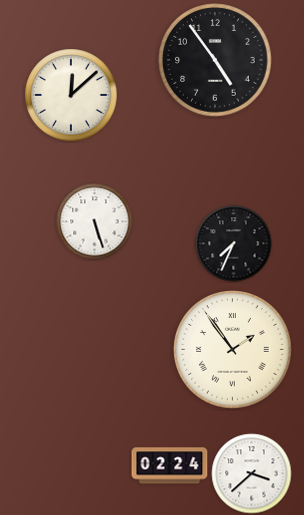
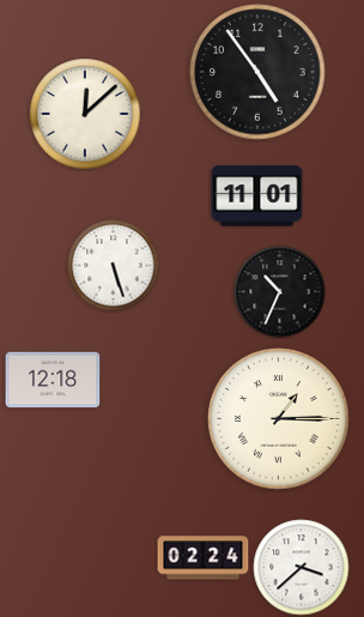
clock at (257, 196): none -> 11:01
clock at (234, 244): 7:34 -> 10:34
clock at (53, 380): none -> 12:18
clock at (233, 350): 1:54 -> 1:15
